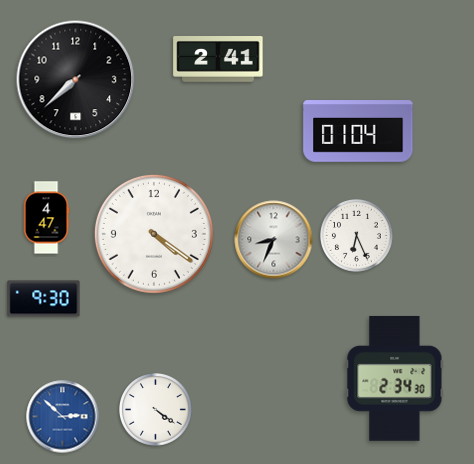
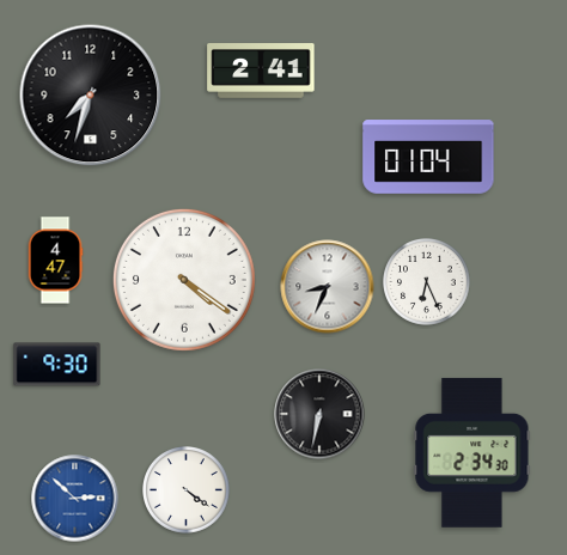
clock at (76, 80): 7:38 -> 7:33
clock at (44, 299) position: (44, 299) -> (57, 365)
clock at (319, 414): none -> 6:32
